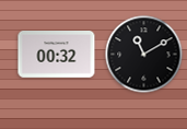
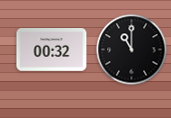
clock at (144, 55): 11:10 -> 11:00
